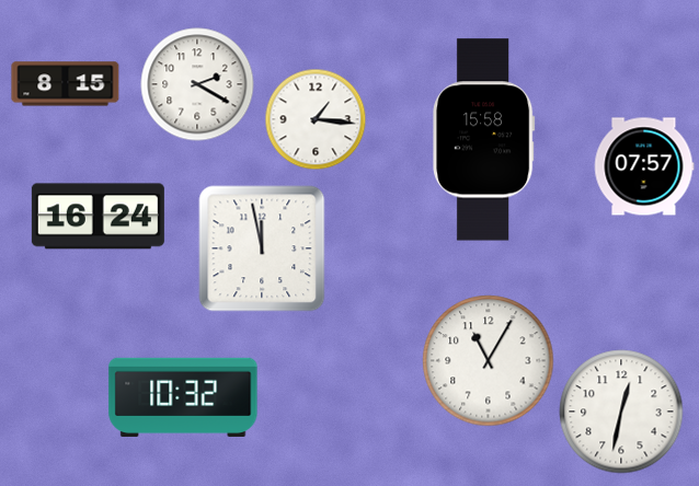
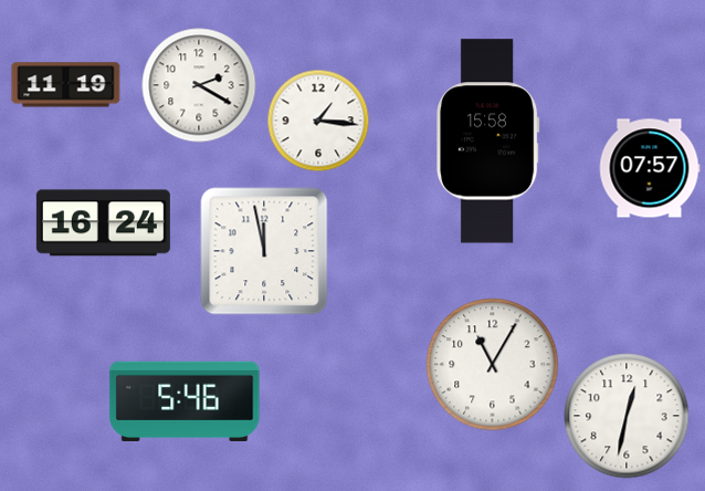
clock at (66, 84): 8:15 -> 11:19
clock at (98, 217) position: (98, 217) -> (103, 223)
clock at (183, 397): 10:32 -> 5:46
